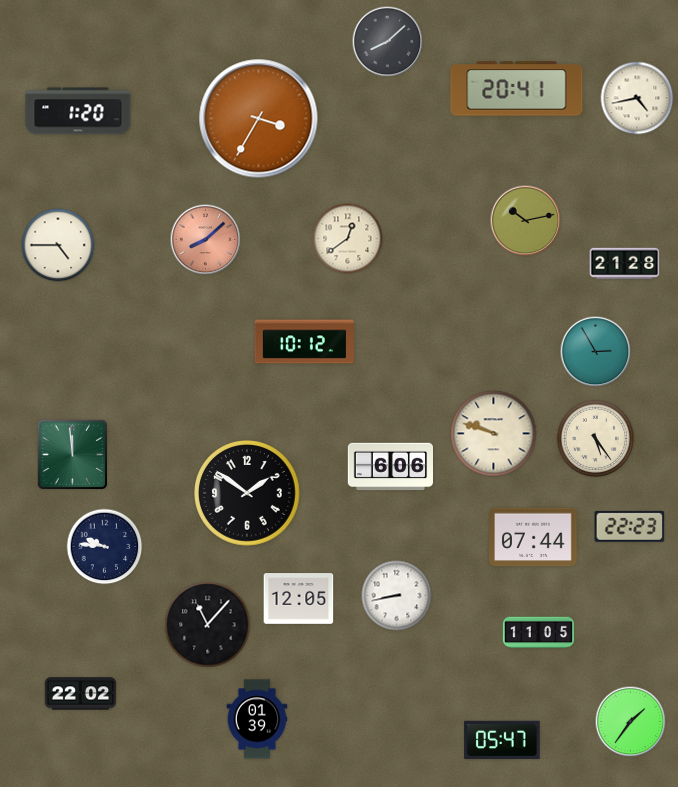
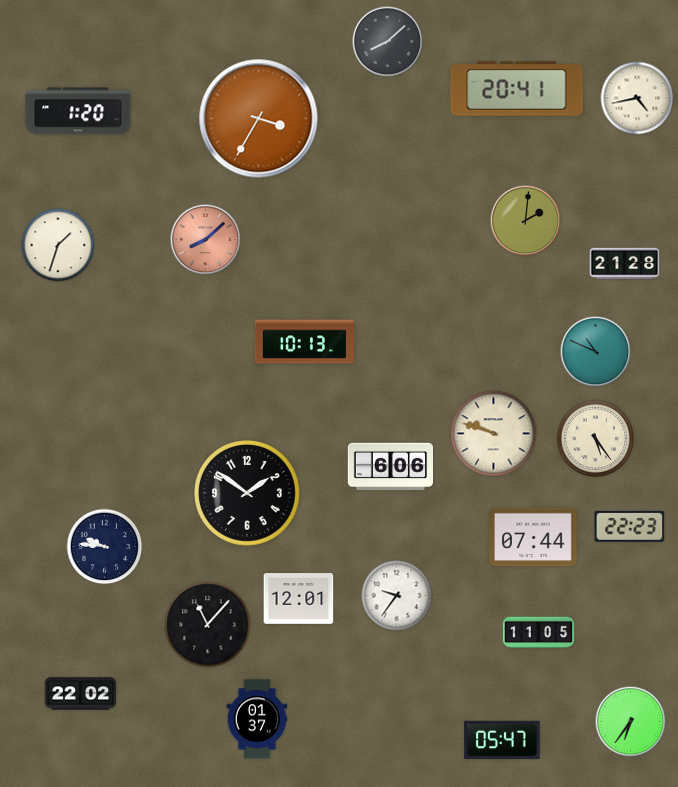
clock at (526, 221): 10:13 -> 2:01
clock at (348, 239): 12:39 -> none
clock at (58, 245): 4:45 -> 1:33
clock at (304, 342): 10:12 -> 10:13
clock at (596, 352): 2:55 -> 10:49
clock at (72, 454): 11:59 -> none
clock at (397, 596): 8:43 -> 9:36
clock at (299, 599): 12:05 -> 12:01
clock at (257, 719): 01:39 -> 01:37
clock at (631, 722): 1:36 -> 6:36
